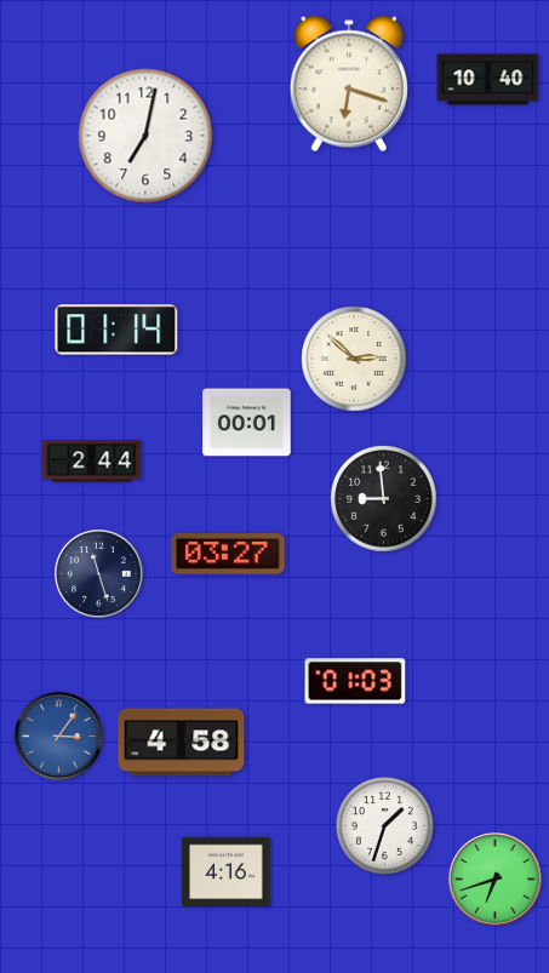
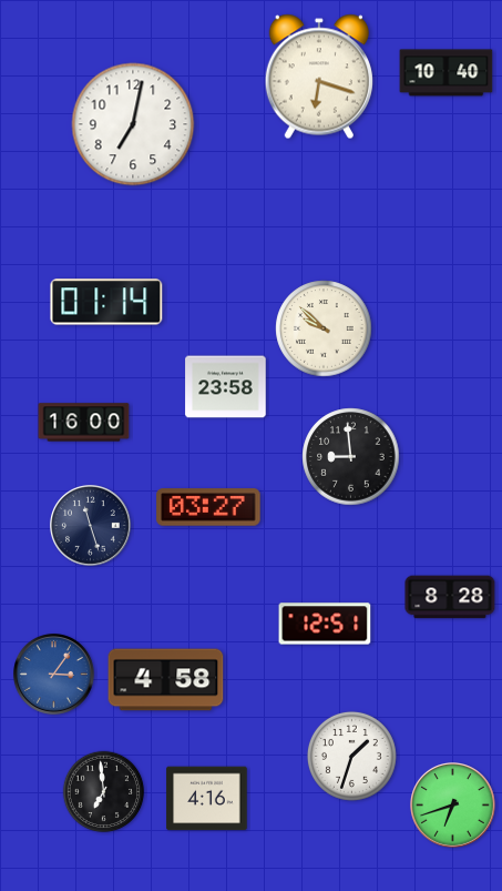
clock at (354, 359): 2:52 -> 9:52
clock at (247, 423): 00:01 -> 23:58
clock at (92, 462): 2:44 -> 16:00
clock at (450, 597): none -> 8:28
clock at (355, 681): 01:03 -> 12:51
clock at (104, 792): none -> 6:59
